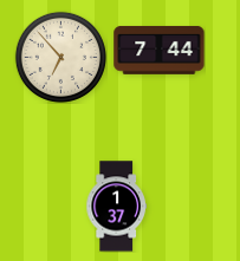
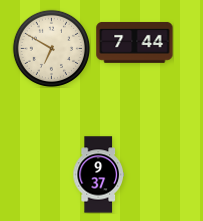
clock at (60, 57): 6:53 -> 6:50
clock at (116, 207): 1:37 -> 9:37
